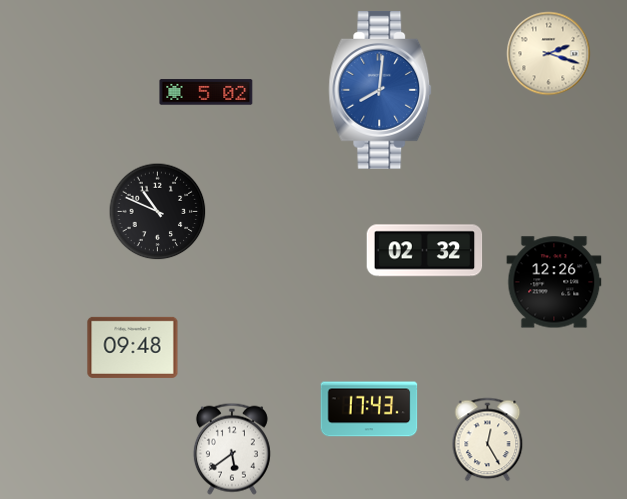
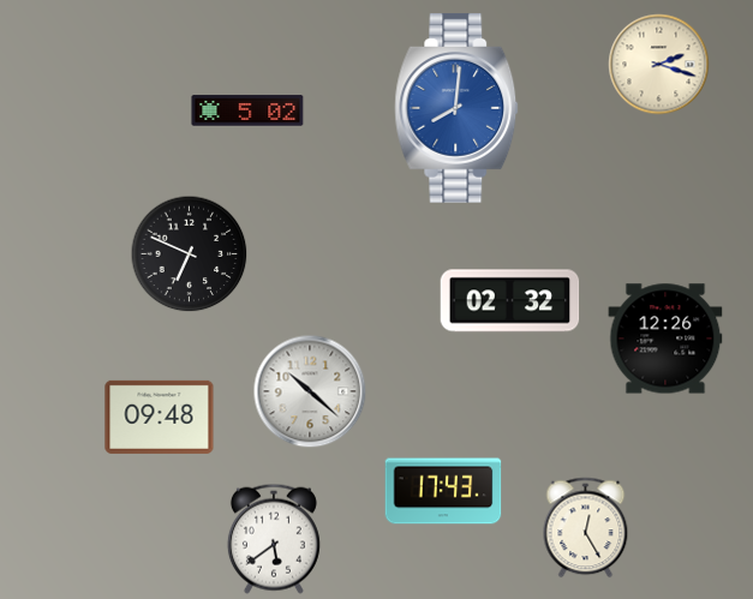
clock at (158, 212): 10:49 -> 6:49
clock at (310, 391): none -> 10:22
clock at (232, 449) position: (232, 449) -> (274, 539)
